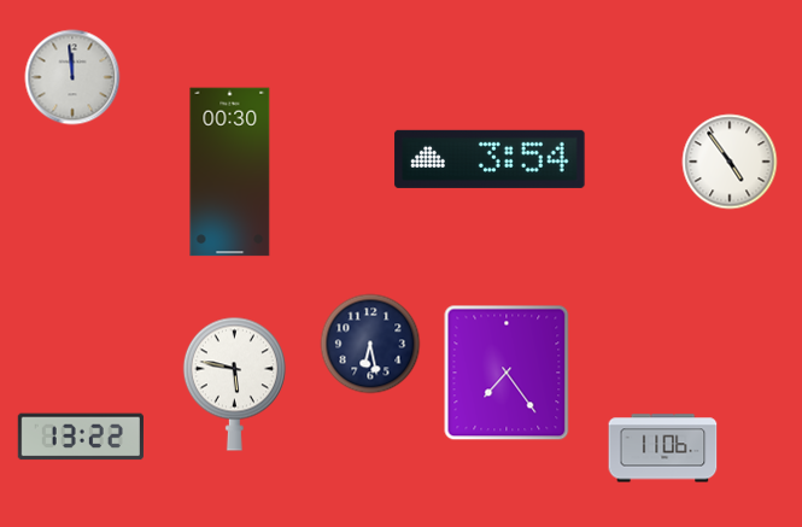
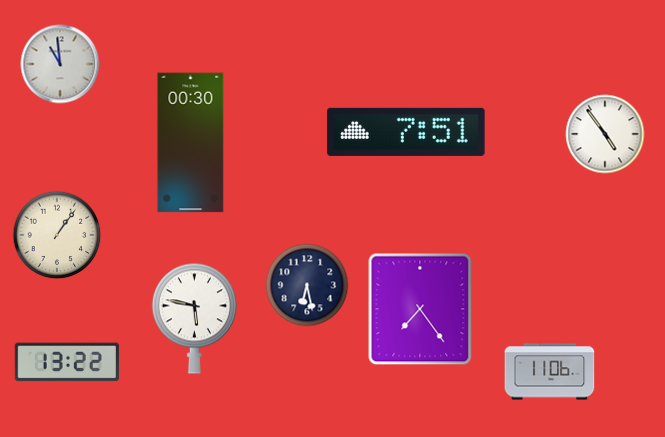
clock at (72, 77): 11:59 -> 10:59
clock at (490, 159): 3:54 -> 7:51
clock at (57, 235): none -> 1:06
